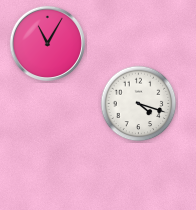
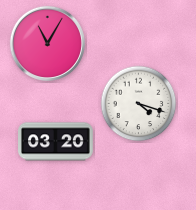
clock at (56, 142): none -> 03:20
